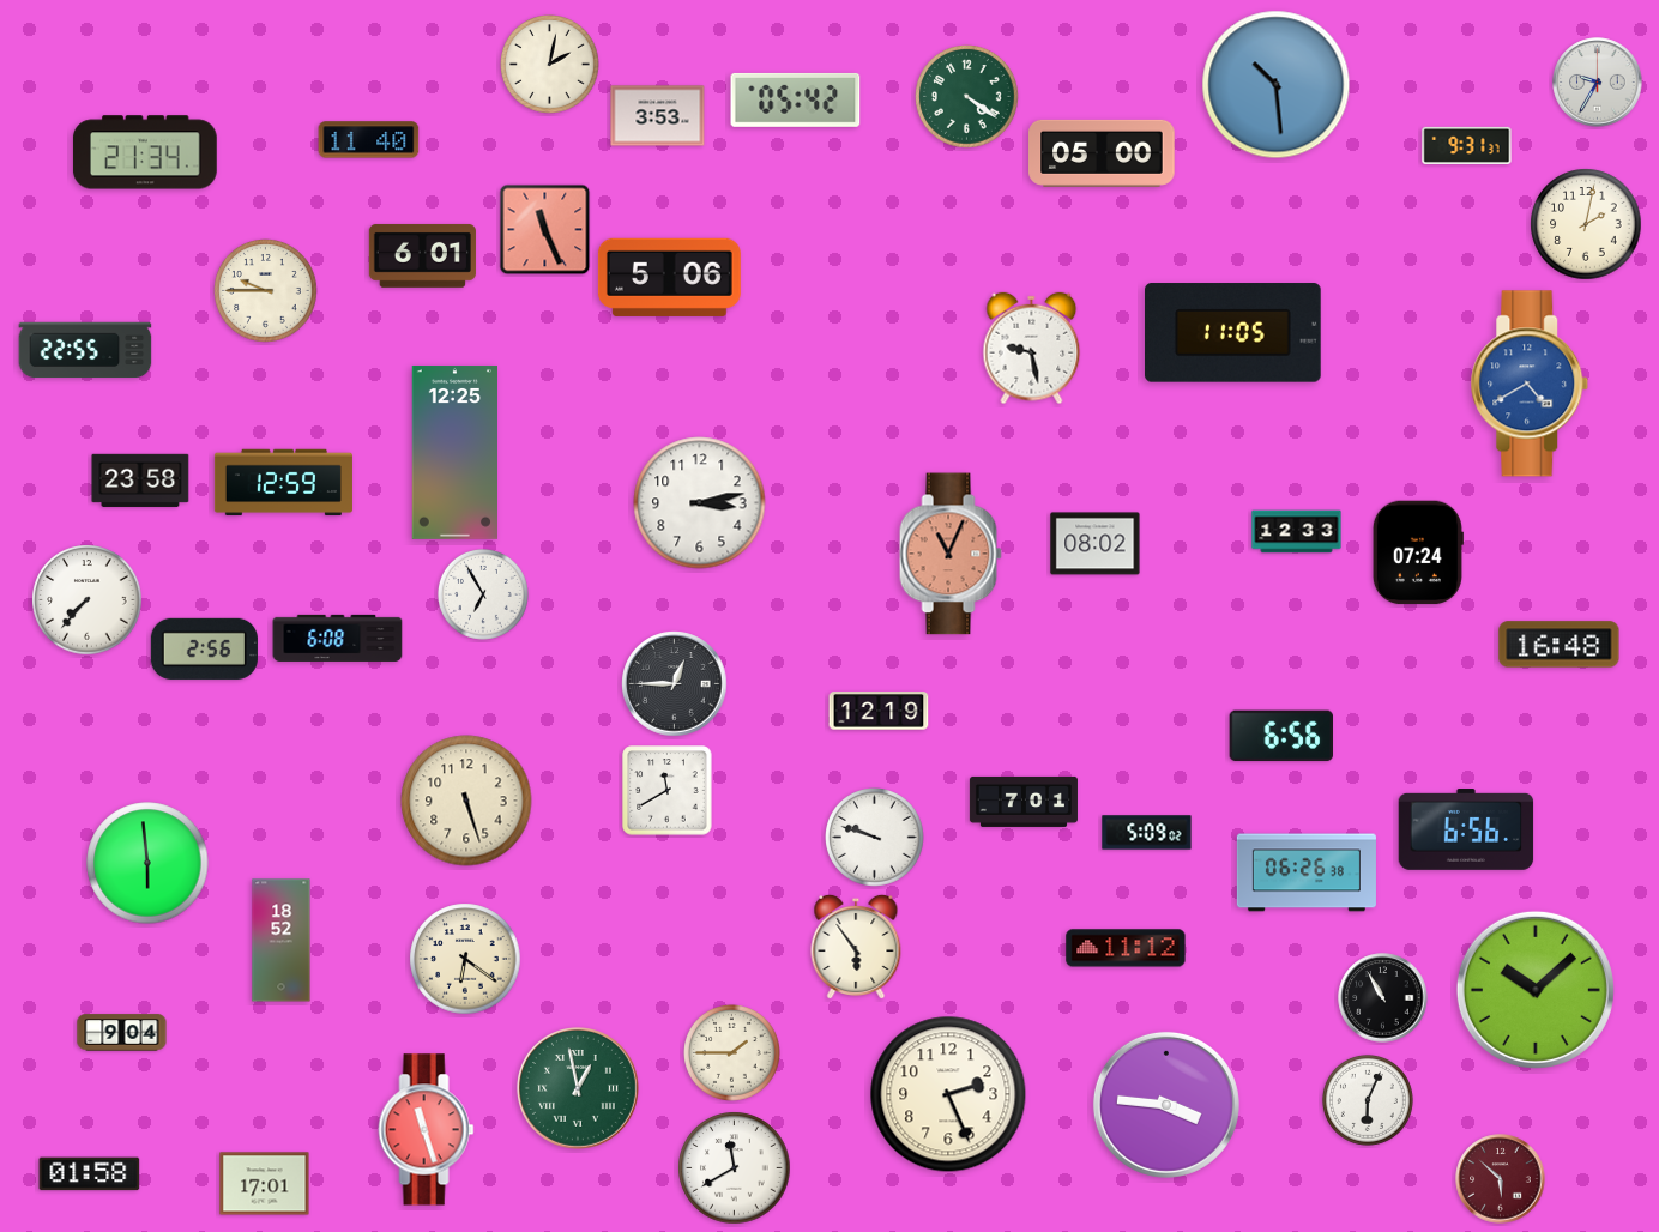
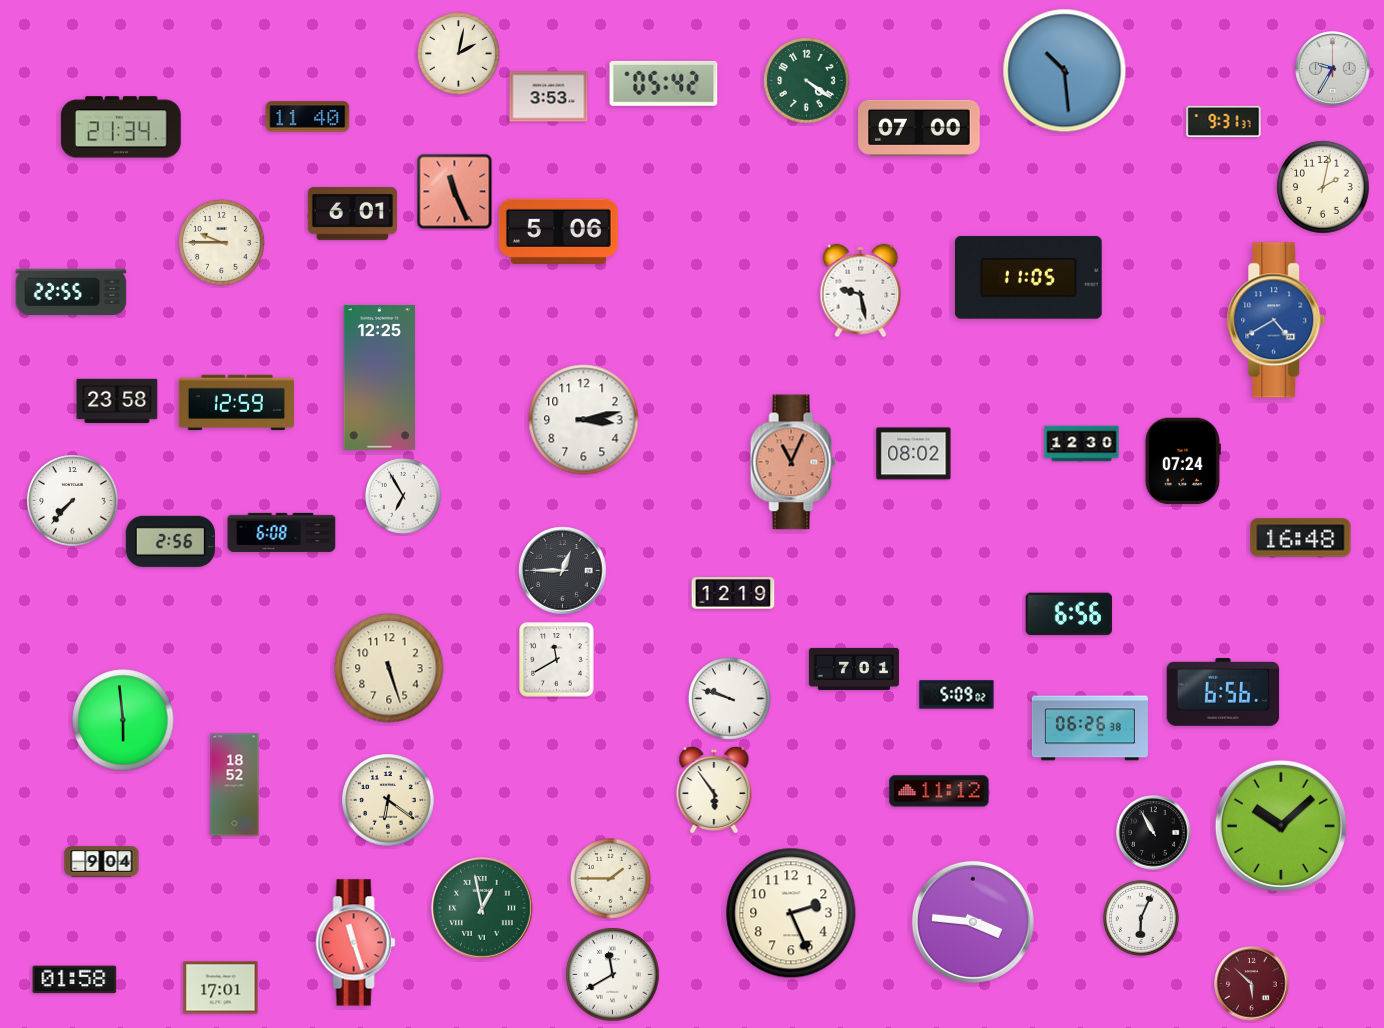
clock at (1102, 153): 05:00 -> 07:00
clock at (1297, 532): 12:33 -> 12:30
